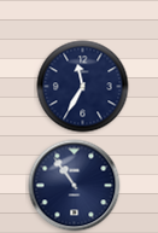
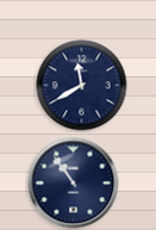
clock at (83, 87): 11:35 -> 11:40
